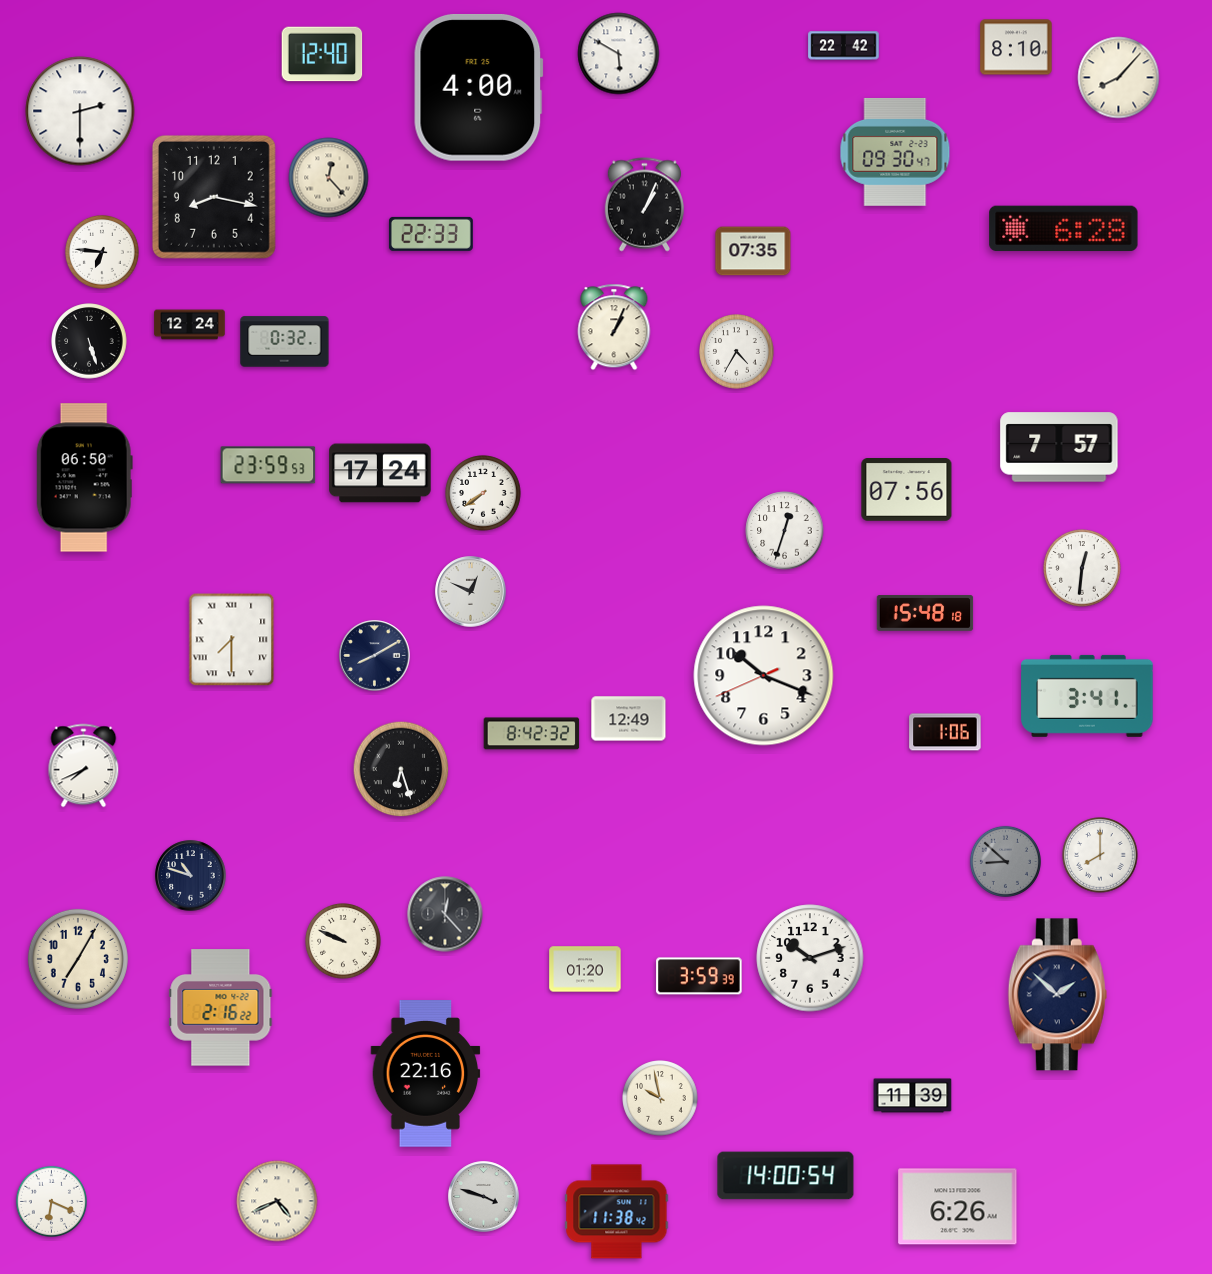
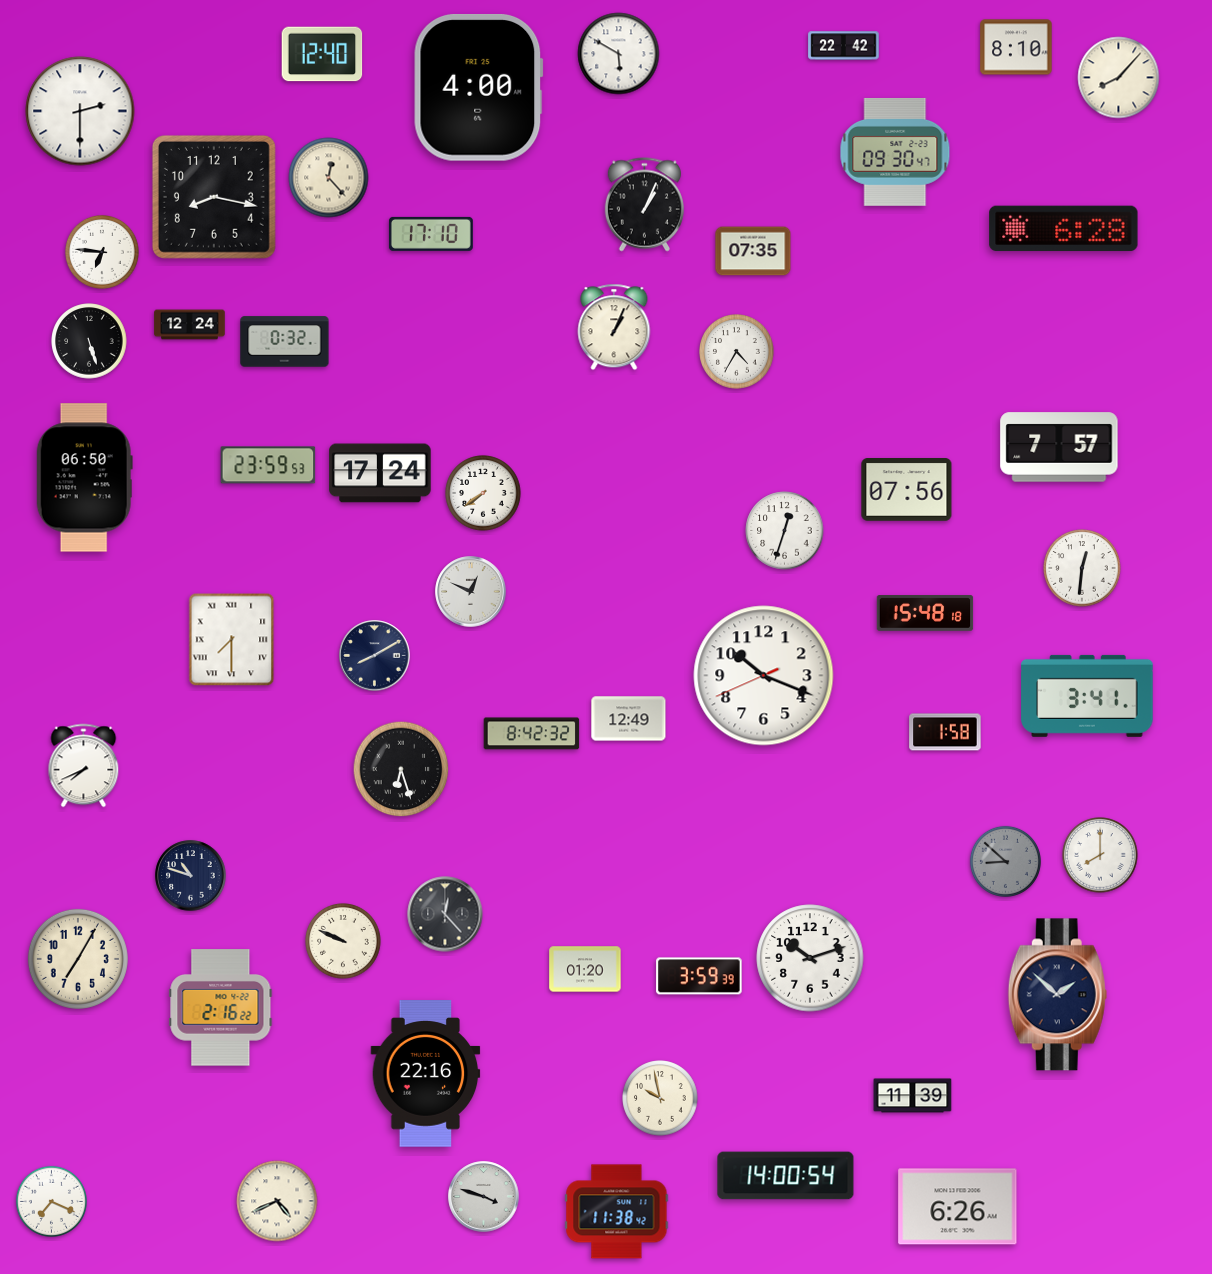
clock at (431, 234): 22:33 -> 17:10
clock at (945, 732): 1:06 -> 1:58
clock at (51, 1201): 6:19 -> 7:19
